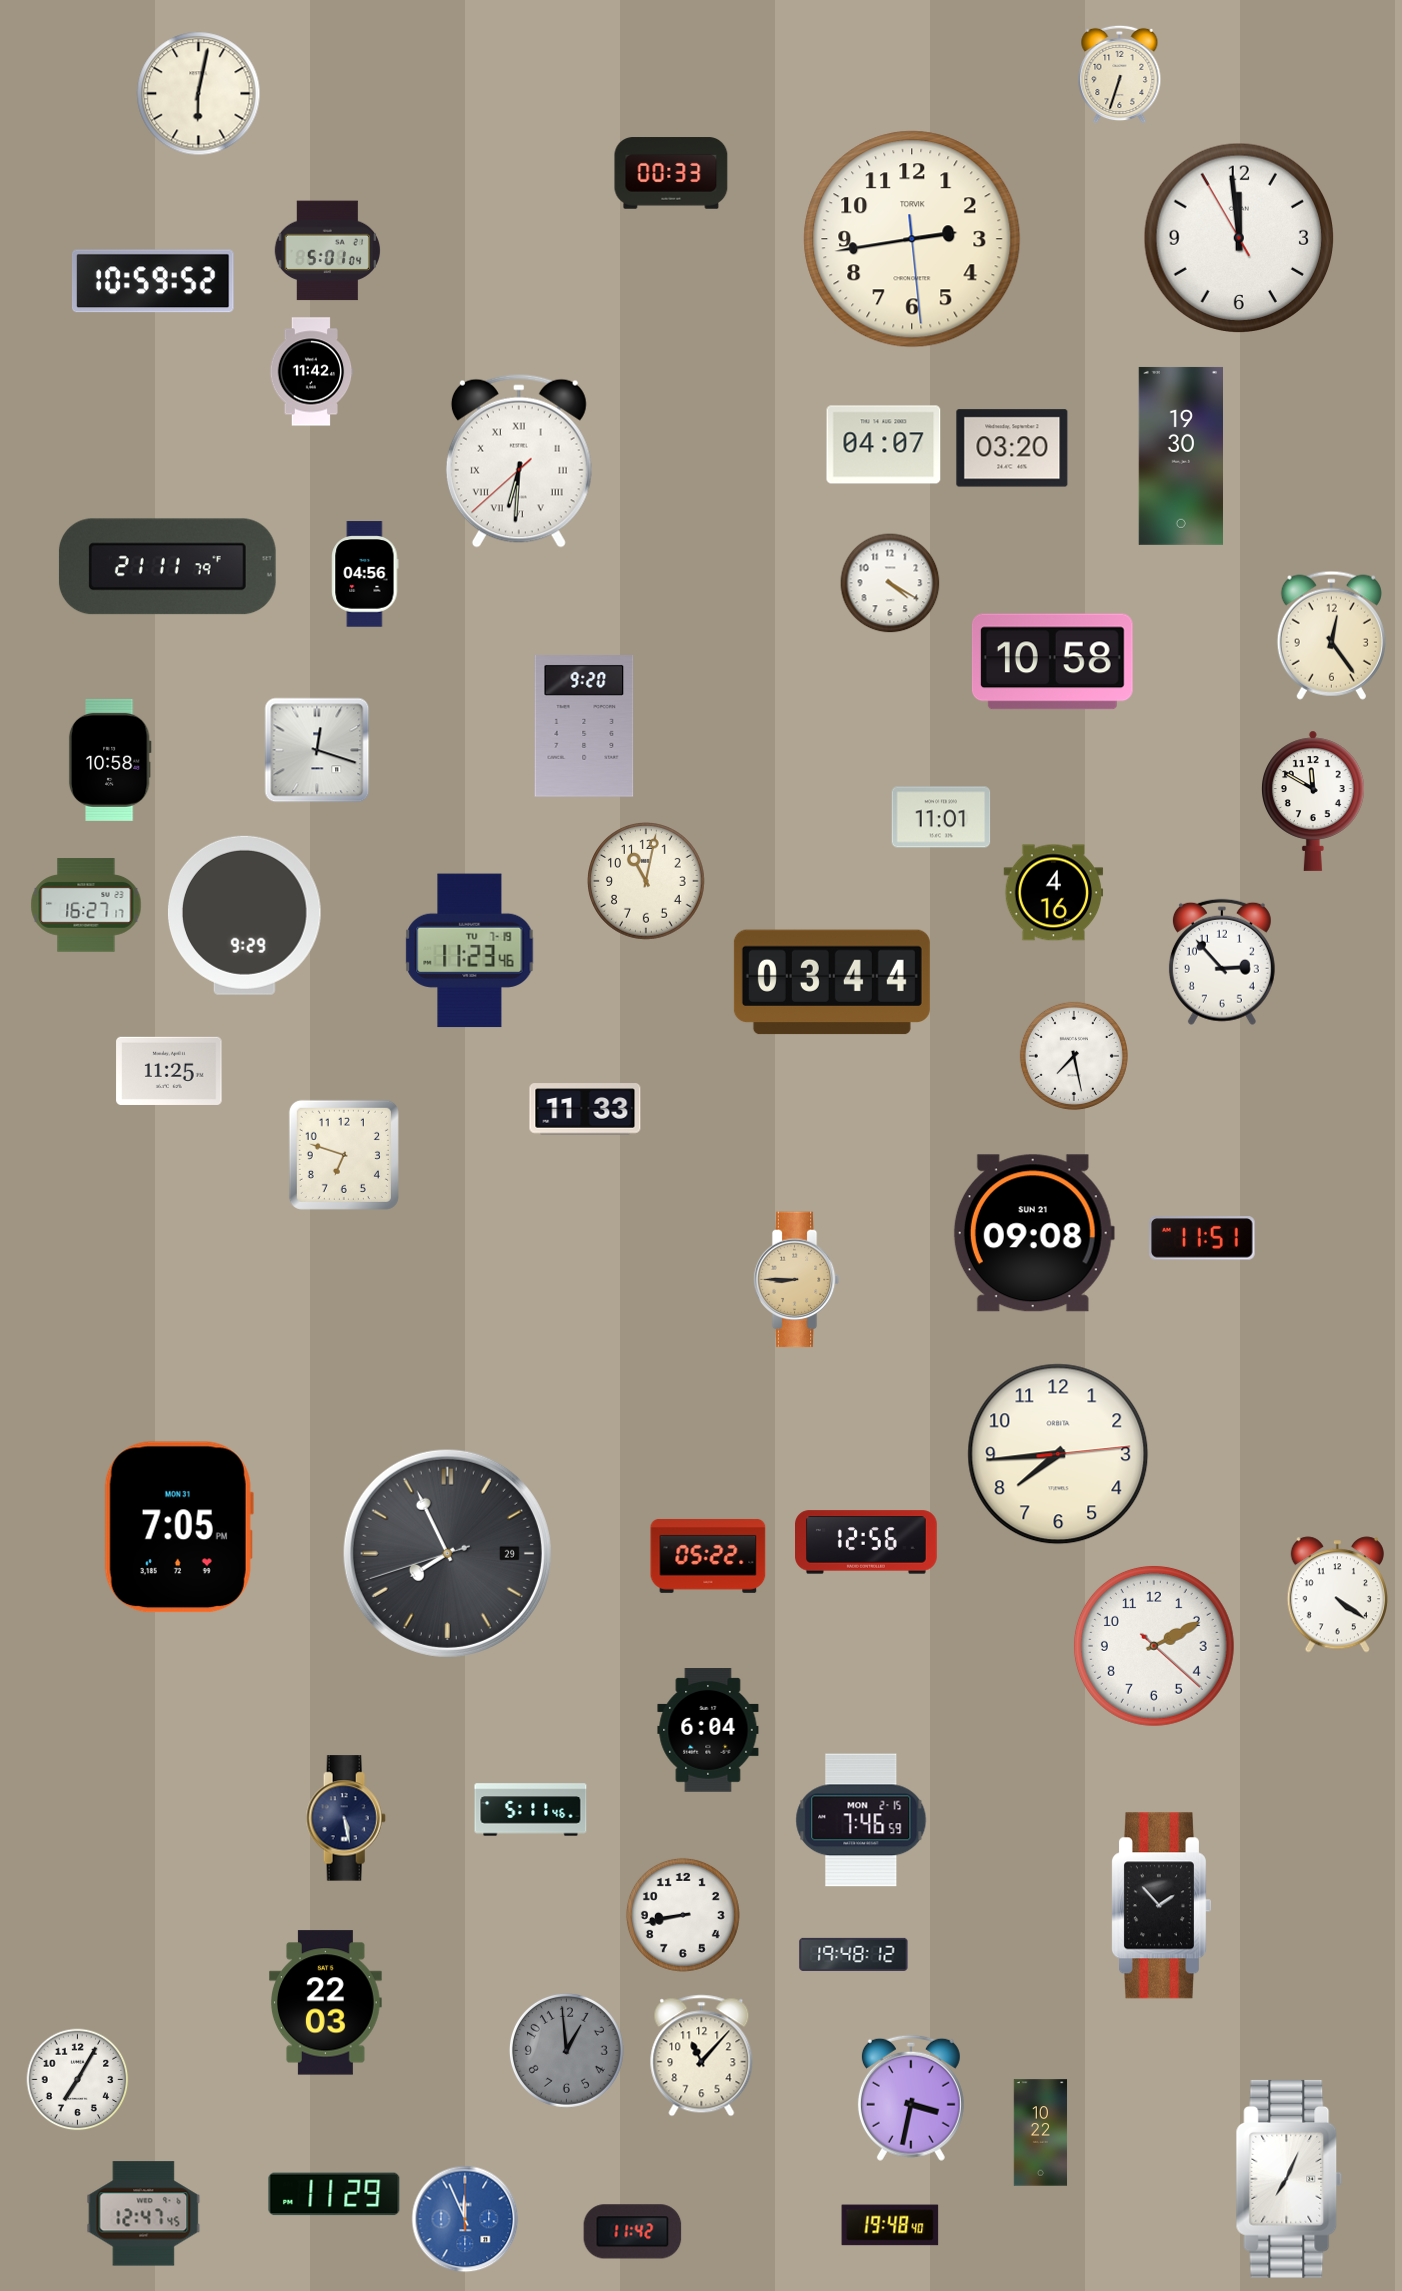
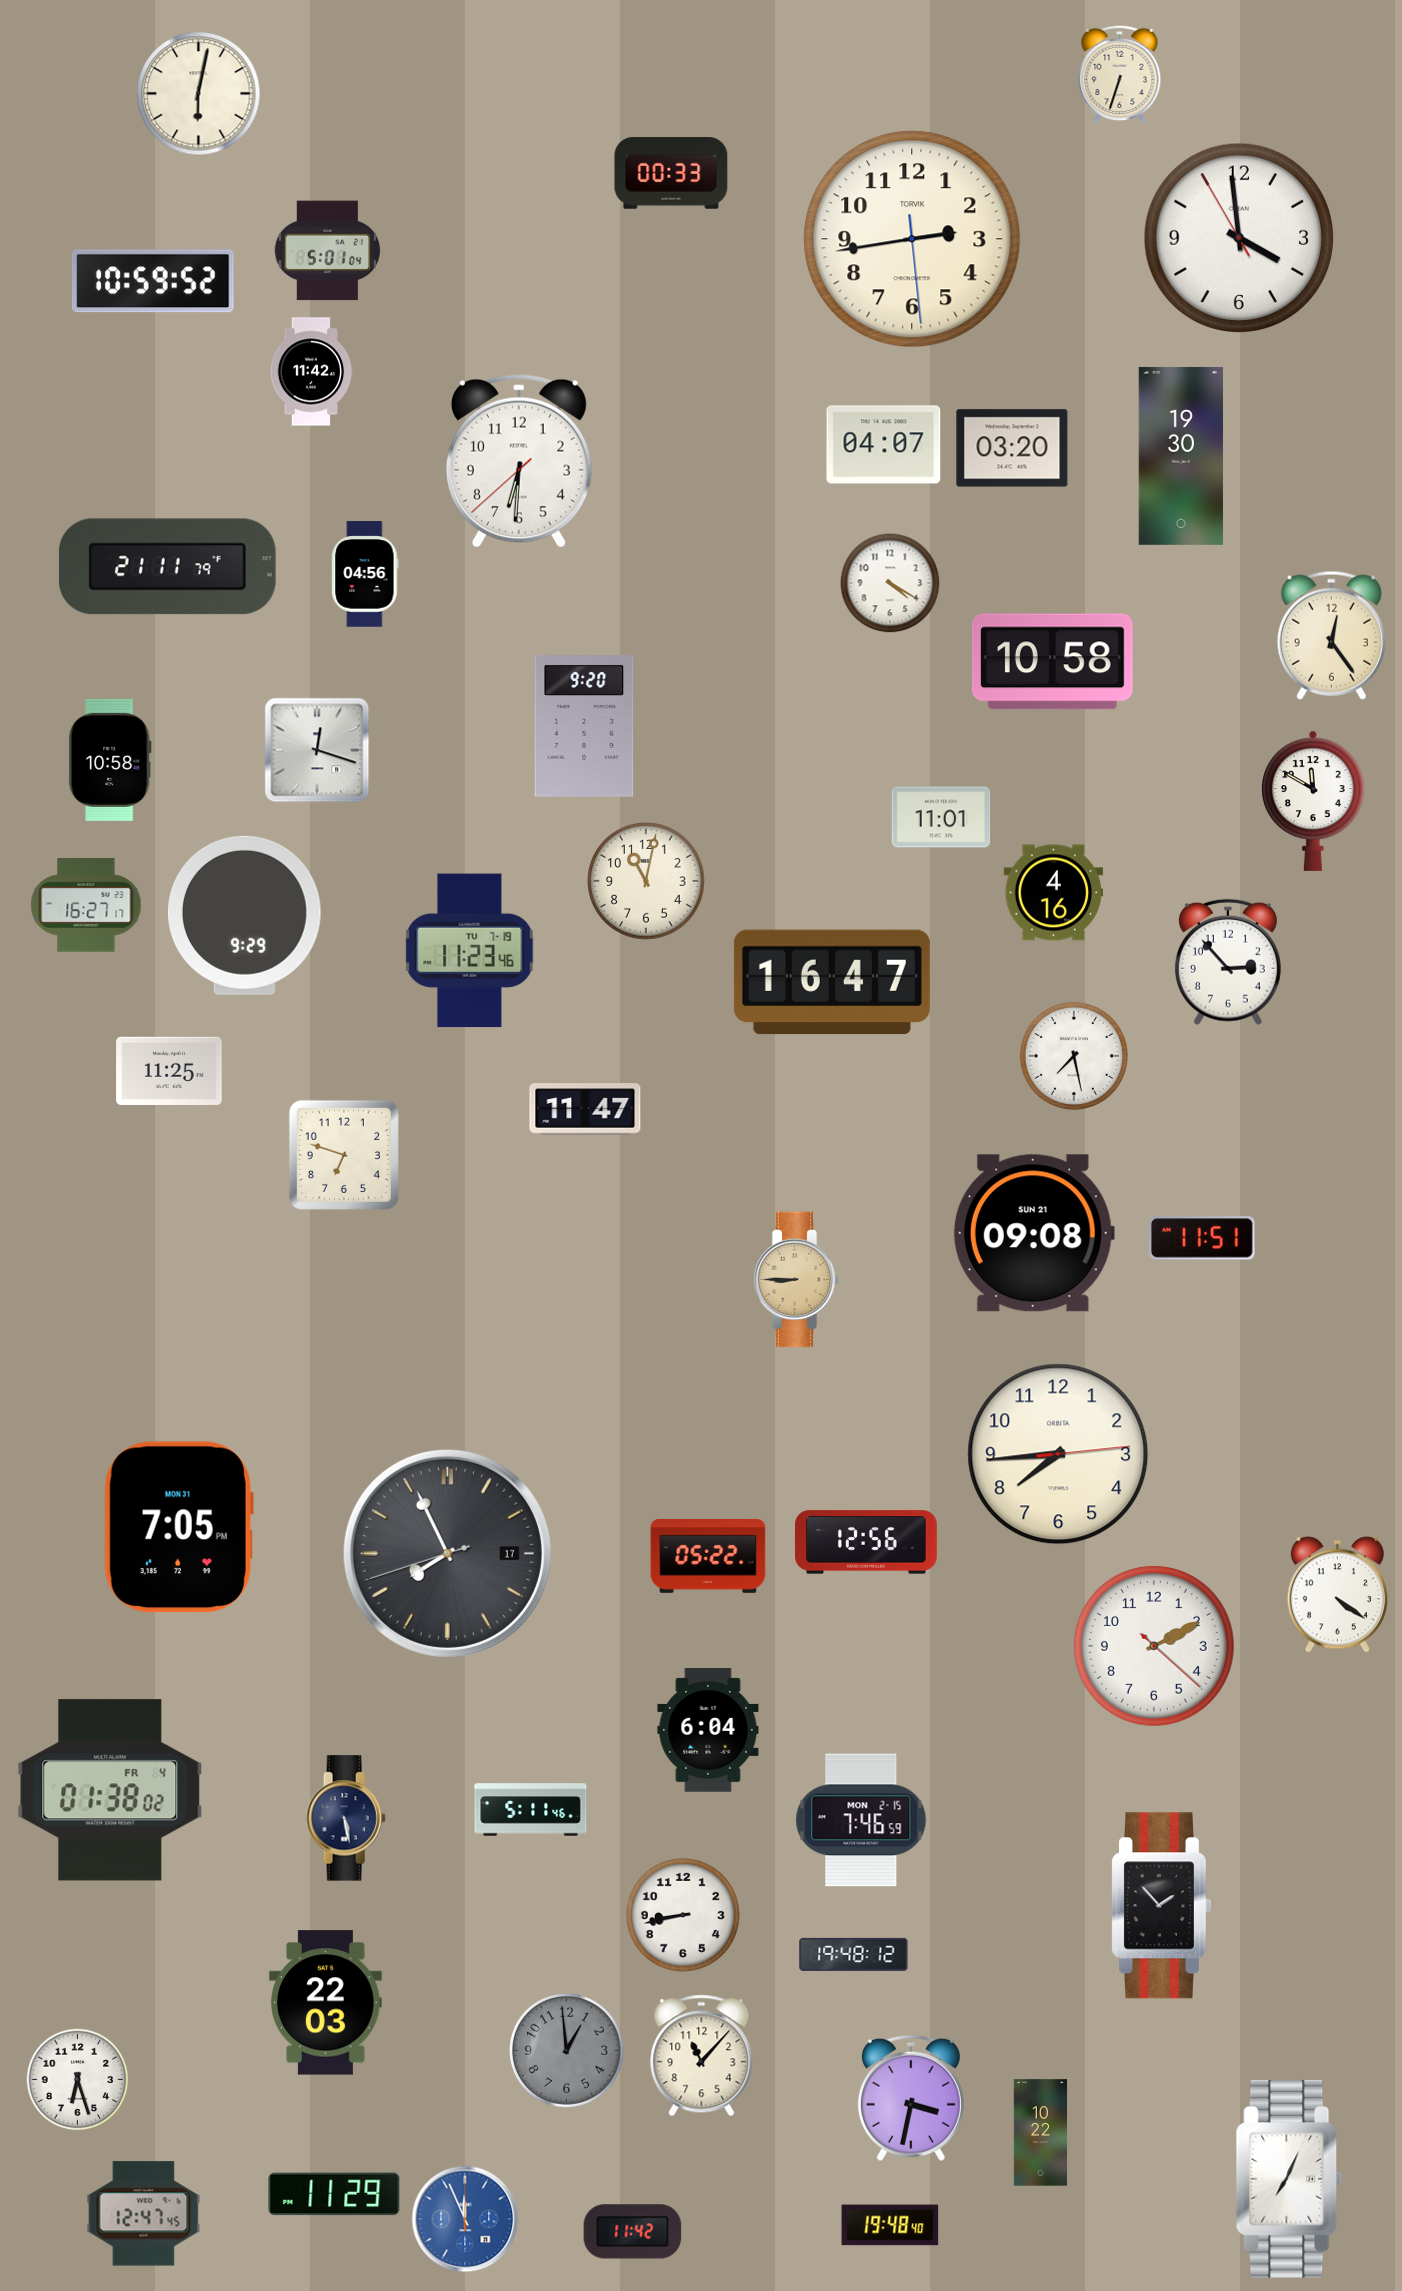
clock at (1238, 237): 11:58 -> 3:58
clock at (519, 461) numerals: Roman -> Arabic
clock at (1222, 962) position: (1222, 962) -> (1228, 962)
clock at (832, 982): 03:44 -> 16:47
clock at (585, 1109): 11:33 -> 11:47
clock at (447, 1553) date: 29 -> 17
clock at (110, 1790): none -> 01:38
clock at (78, 2080): 7:05 -> 6:27
